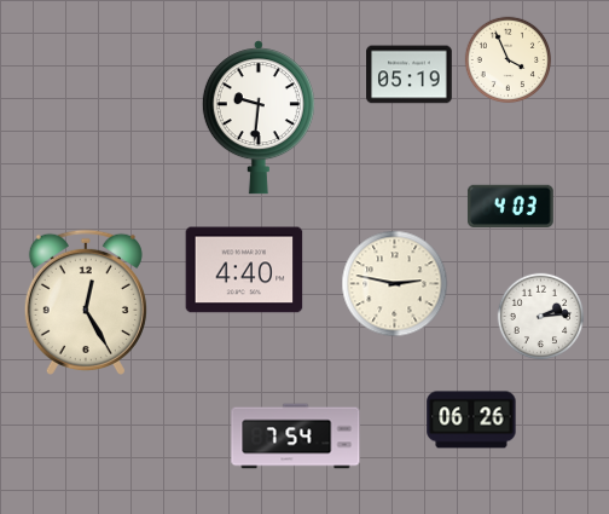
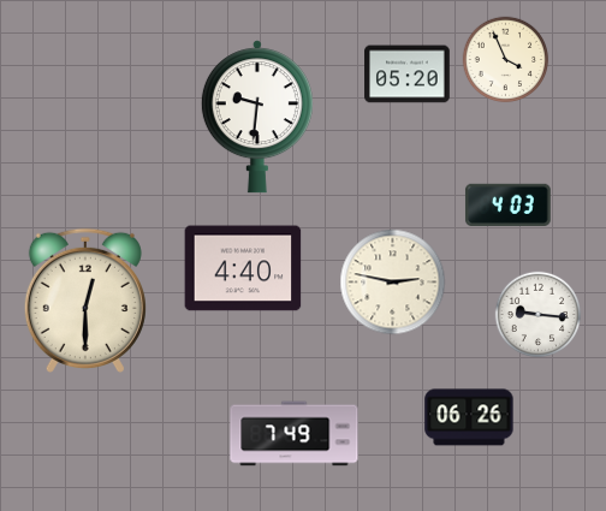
clock at (410, 75): 05:19 -> 05:20
clock at (86, 302): 12:25 -> 12:30
clock at (541, 317): 2:14 -> 9:16
clock at (296, 437): 7:54 -> 7:49
